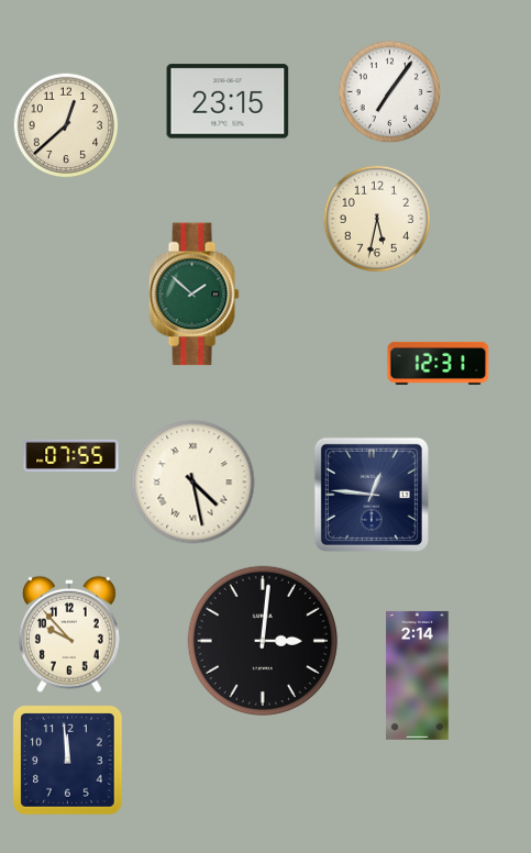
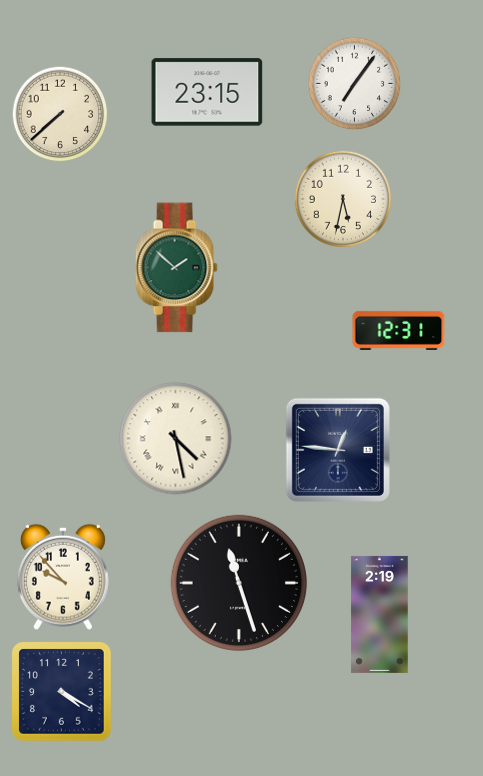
clock at (66, 125): 12:38 -> 7:38
clock at (71, 455): 07:55 -> none
clock at (263, 641): 3:01 -> 11:27
clock at (418, 675): 2:14 -> 2:19
clock at (68, 761): 11:59 -> 4:20
